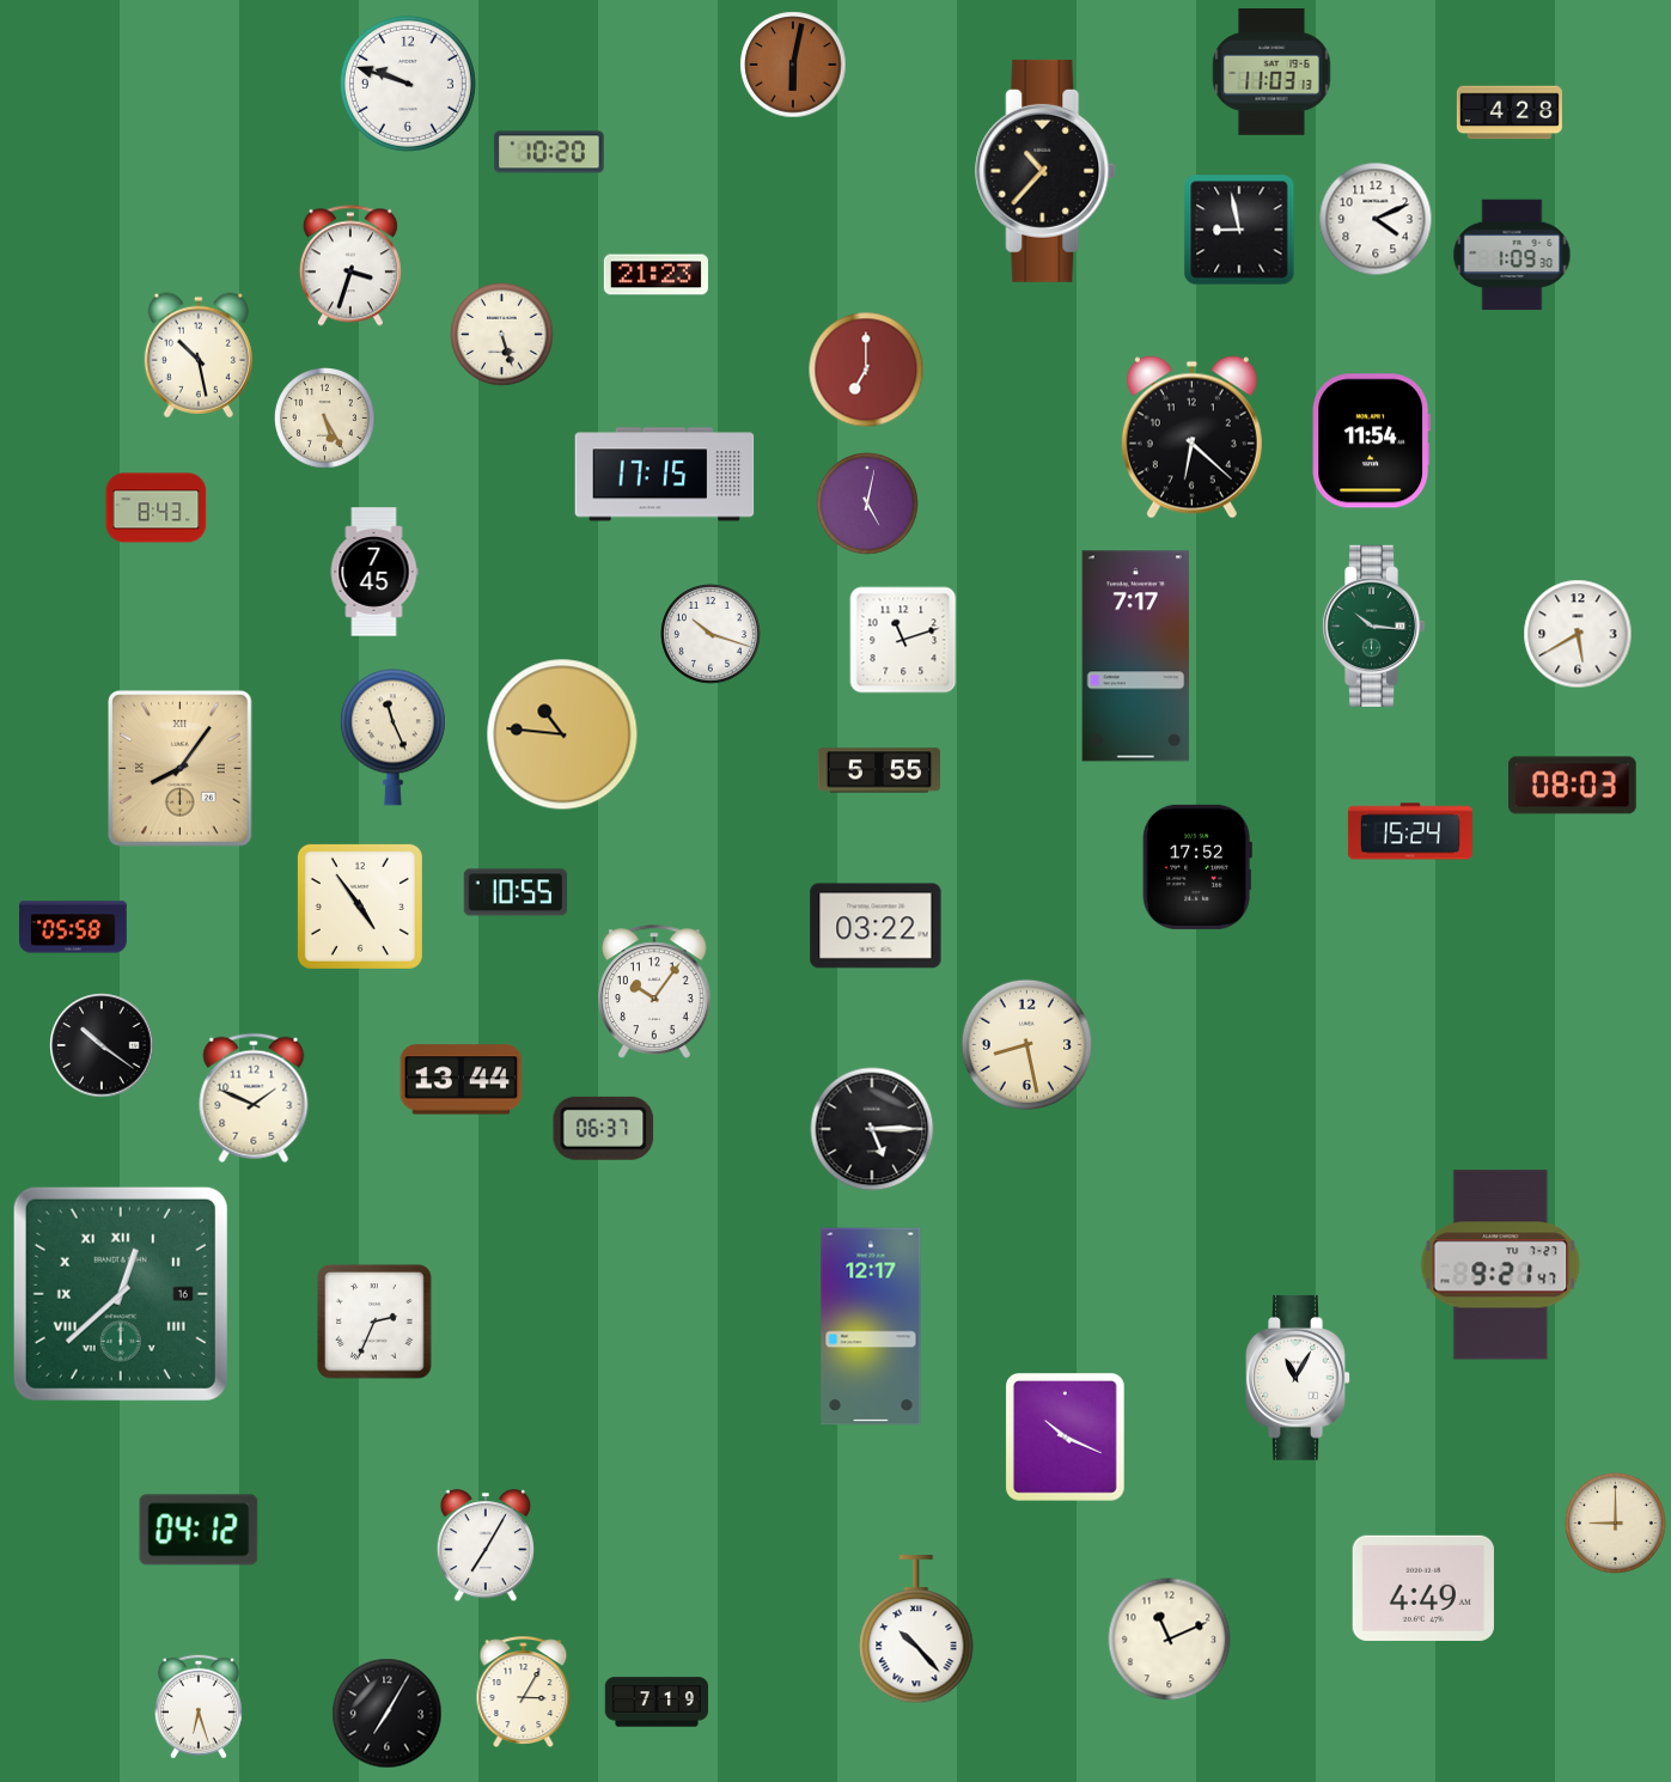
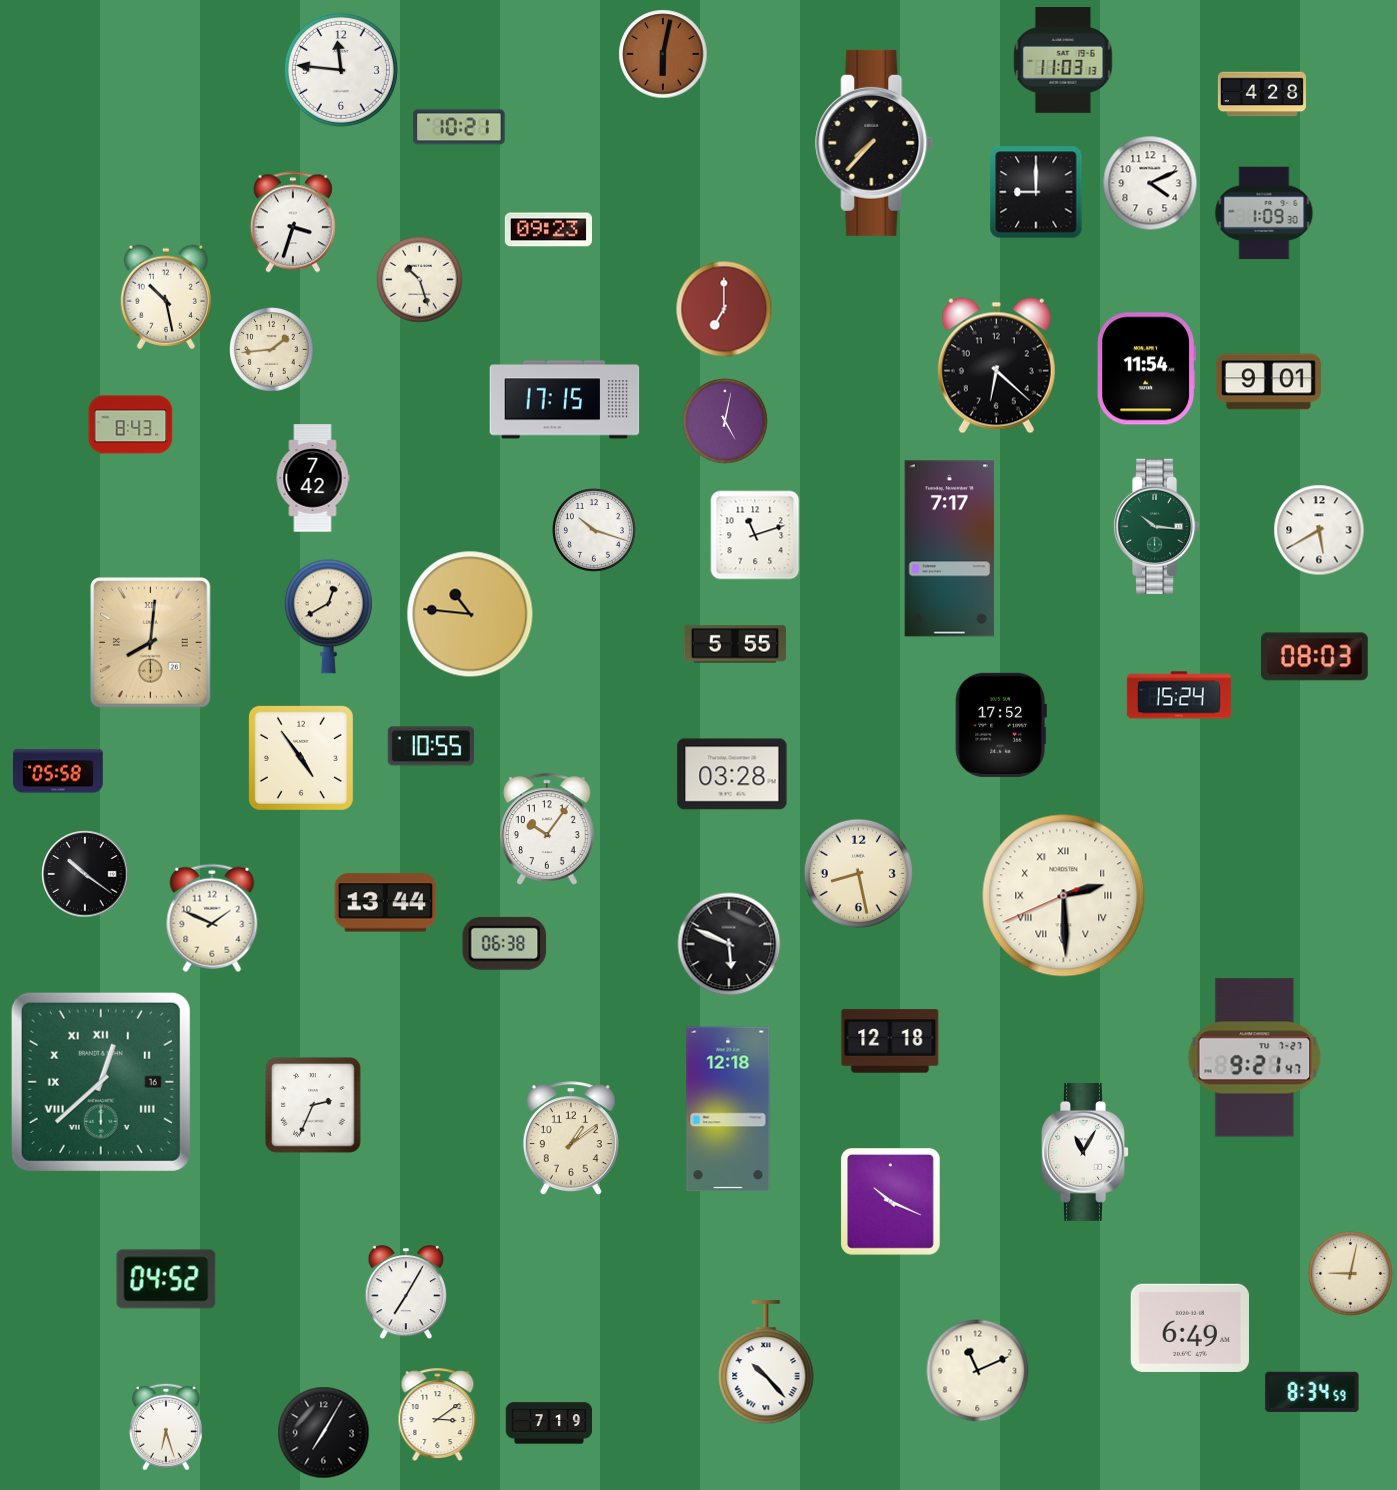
clock at (408, 84): 9:48 -> 11:46
clock at (549, 152): 10:20 -> 10:21
clock at (1047, 171): 10:37 -> 7:37
clock at (1239, 230): 8:58 -> 9:00
clock at (655, 275): 21:23 -> 09:23
clock at (502, 335): 5:27 -> 10:27
clock at (325, 419): 5:25 -> 1:44
clock at (1268, 382): none -> 9:01
clock at (665, 475) position: (665, 475) -> (565, 400)
clock at (374, 572): 7:45 -> 7:42
clock at (1373, 625) position: (1373, 625) -> (1156, 526)
clock at (392, 738): 11:26 -> 12:40
clock at (181, 769): 8:06 -> 8:01
clock at (876, 926): 03:22 -> 03:28
clock at (74, 927) position: (74, 927) -> (59, 771)
clock at (1064, 896): none -> 2:29
clock at (604, 1128): 06:37 -> 06:38
clock at (872, 1129): 5:15 -> 5:49
clock at (890, 1041): none -> 12:18
clock at (871, 1326): 12:17 -> 12:18
clock at (571, 1138): none -> 1:09
clock at (1616, 1524): 9:00 -> 9:02
clock at (199, 1530): 04:12 -> 04:52
clock at (1422, 1588): 4:49 -> 6:49
clock at (1312, 1392): none -> 8:34
clock at (524, 1691): 3:05 -> 3:09
